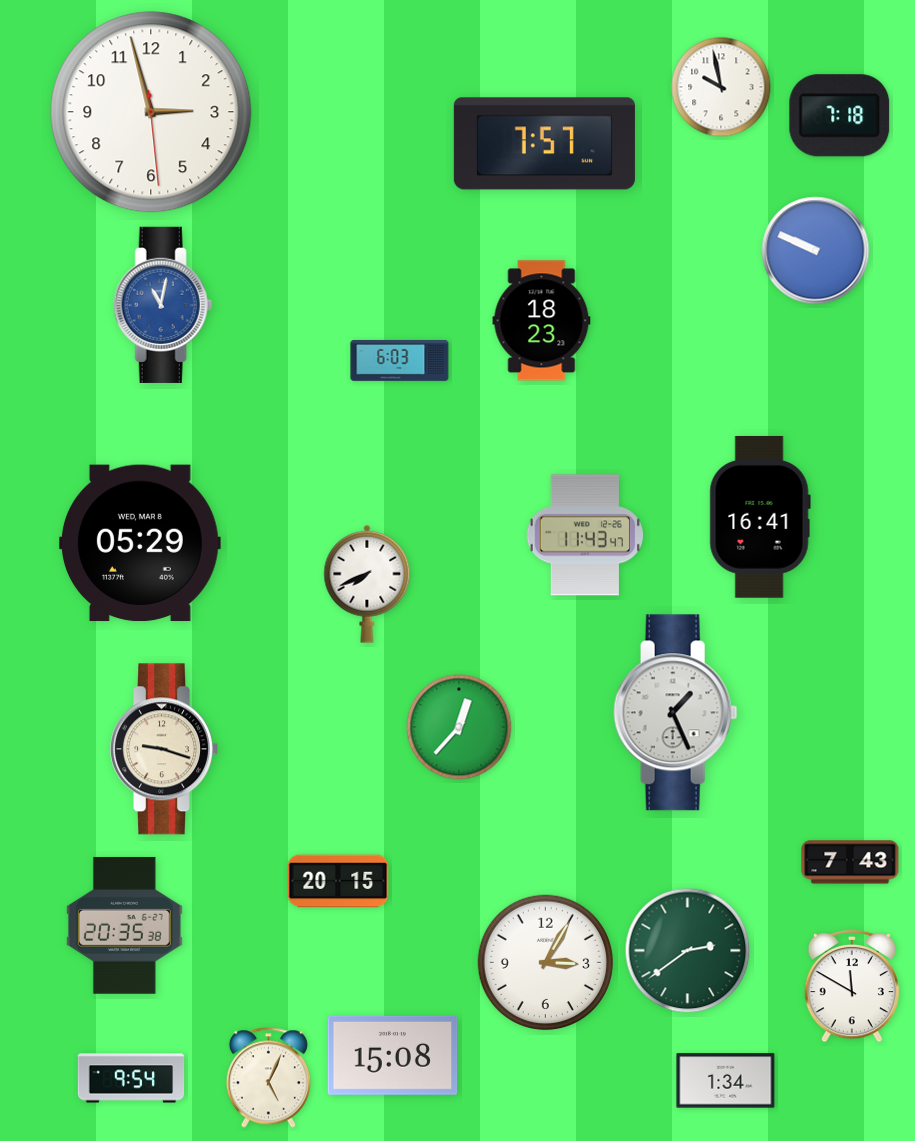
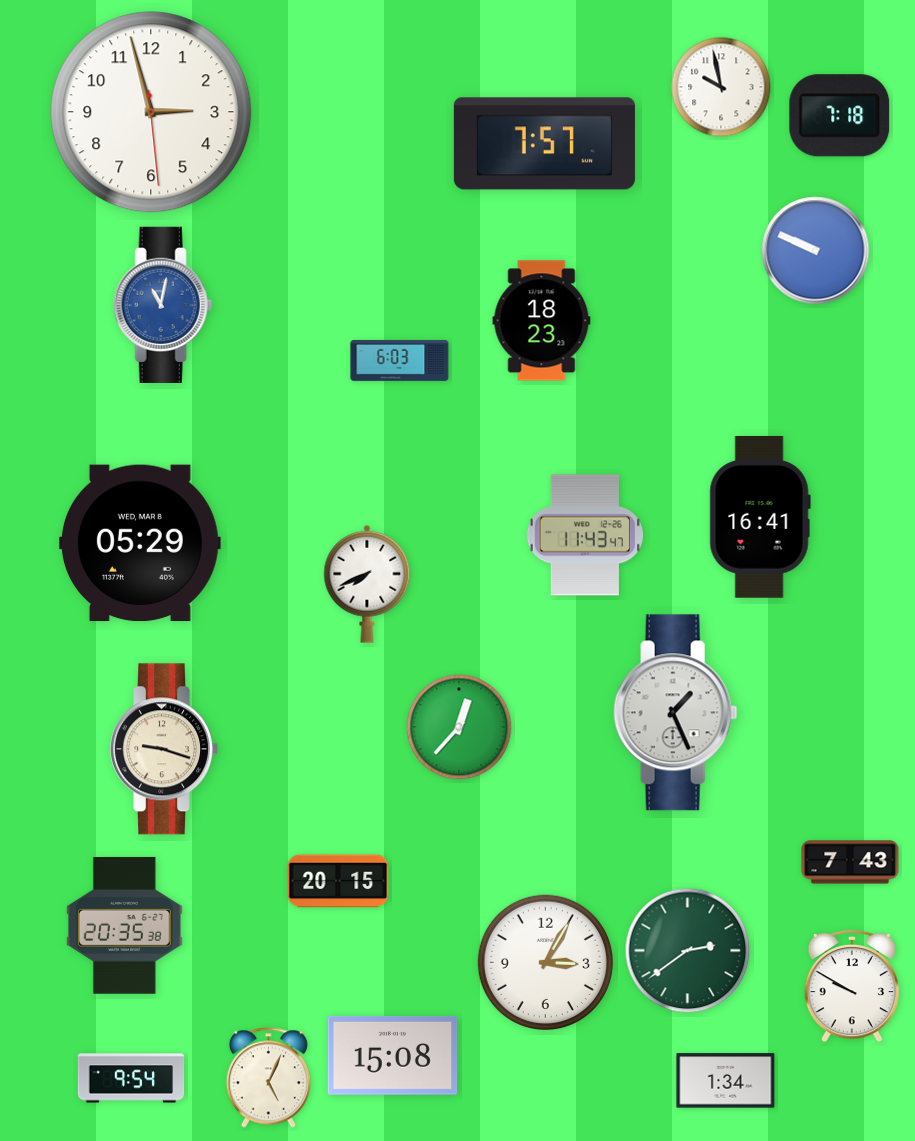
clock at (851, 986): 11:50 -> 9:50
